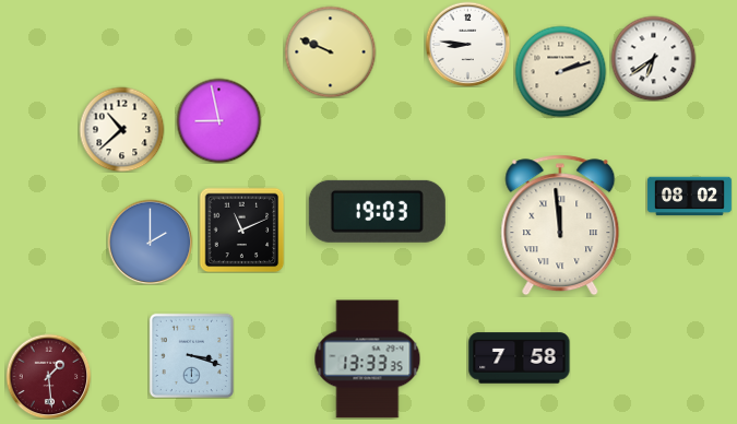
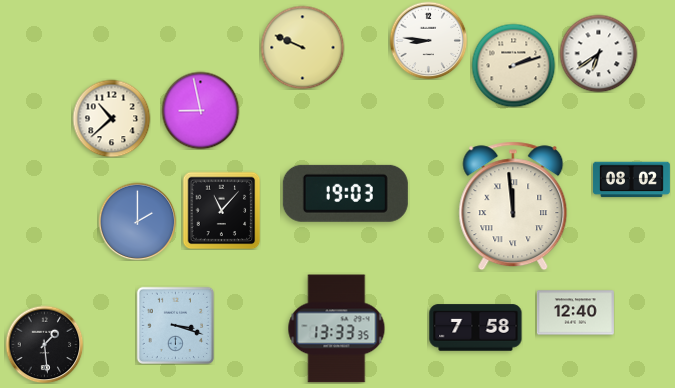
clock at (241, 229): 11:11 -> 11:07
clock at (575, 313): none -> 12:40
clock at (48, 376) dial: burgundy -> black
